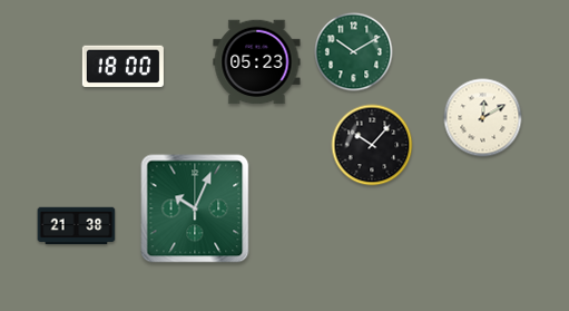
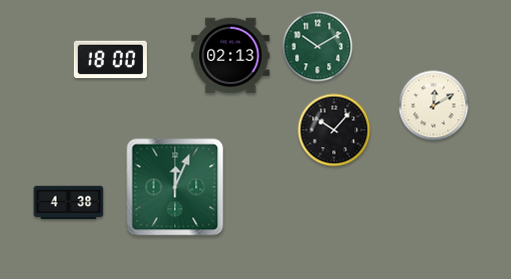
clock at (257, 62): 05:23 -> 02:13
clock at (195, 208): 10:04 -> 12:04
clock at (77, 226): 21:38 -> 4:38
